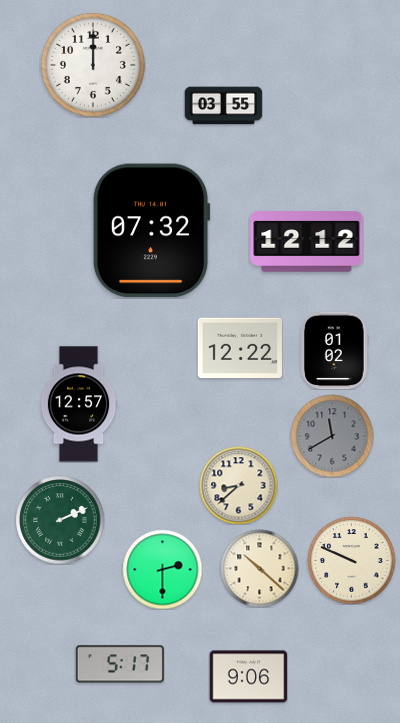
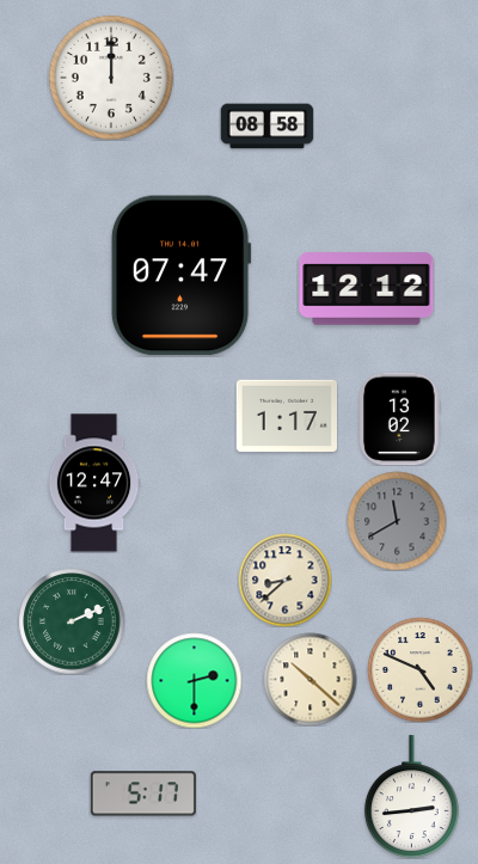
clock at (223, 106): 03:55 -> 08:58
clock at (151, 231): 07:32 -> 07:47
clock at (239, 348): 12:22 -> 1:17
clock at (335, 350): 01:02 -> 13:02
clock at (79, 404): 12:57 -> 12:47
clock at (351, 560): 9:49 -> 4:49
clock at (411, 797): none -> 2:44
clock at (248, 677): 9:06 -> none
